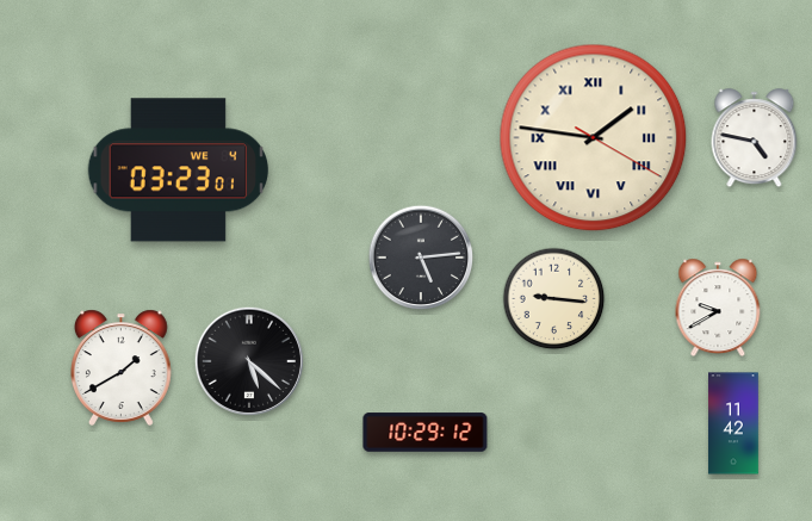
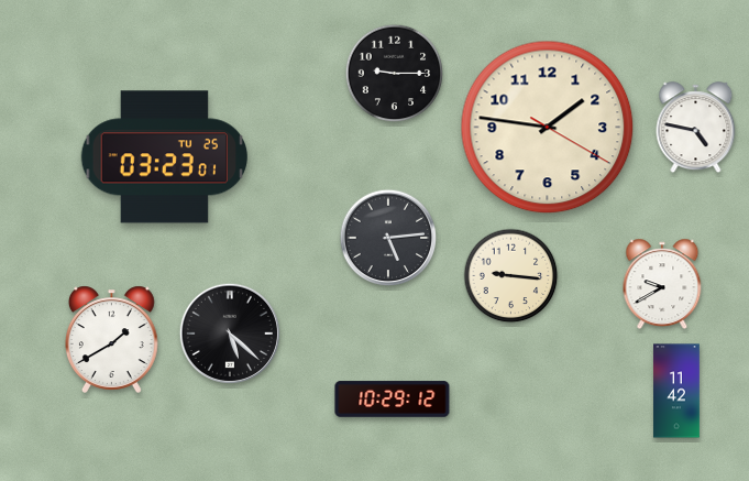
clock at (395, 74): none -> 9:15
clock at (594, 138) numerals: Roman -> Arabic
clock at (178, 170) date: WE 4 -> TU 25
